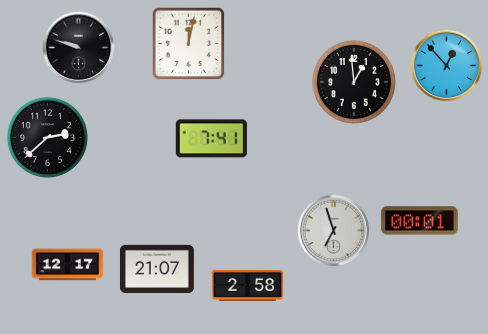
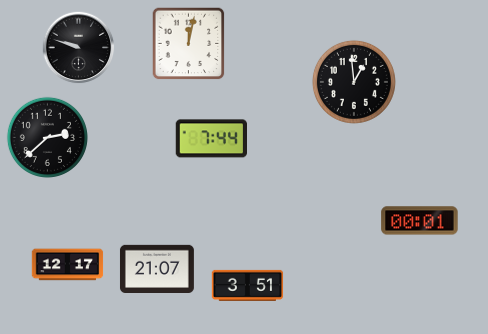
clock at (447, 66): 12:53 -> none
clock at (211, 139): 7:41 -> 7:44
clock at (334, 231): 6:57 -> none
clock at (248, 285): 2:58 -> 3:51
